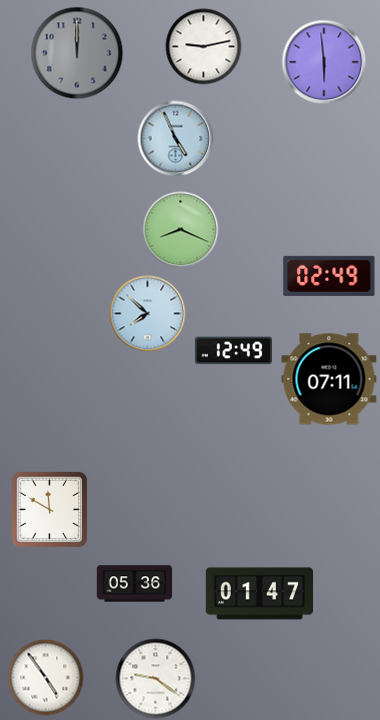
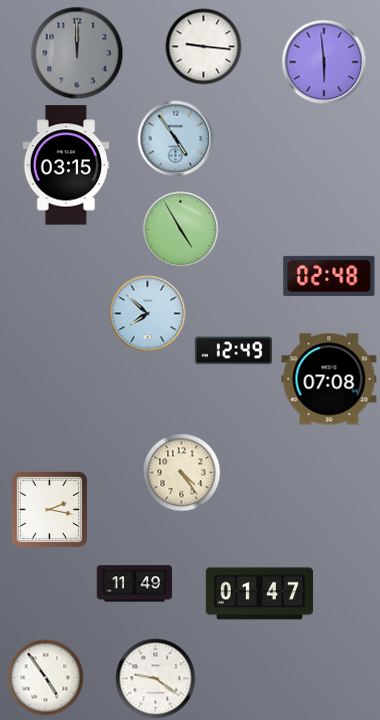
clock at (204, 47): 9:13 -> 9:16
clock at (176, 139): 4:56 -> 4:54
clock at (66, 165): none -> 03:15
clock at (181, 230): 8:19 -> 4:55
clock at (329, 276): 02:49 -> 02:48
clock at (329, 379): 07:11 -> 07:08
clock at (182, 473): none -> 4:24
clock at (49, 509): 11:50 -> 2:17
clock at (135, 584): 05:36 -> 11:49
